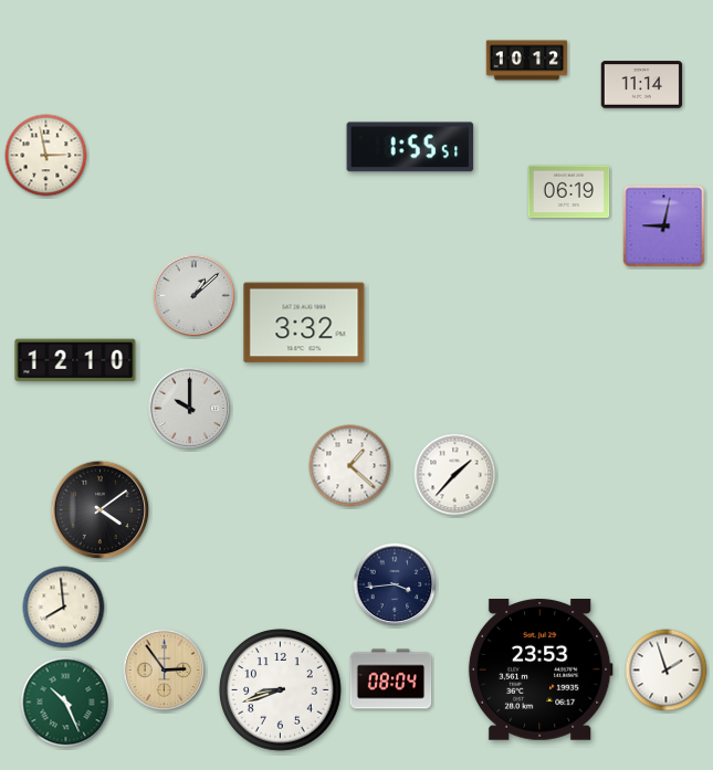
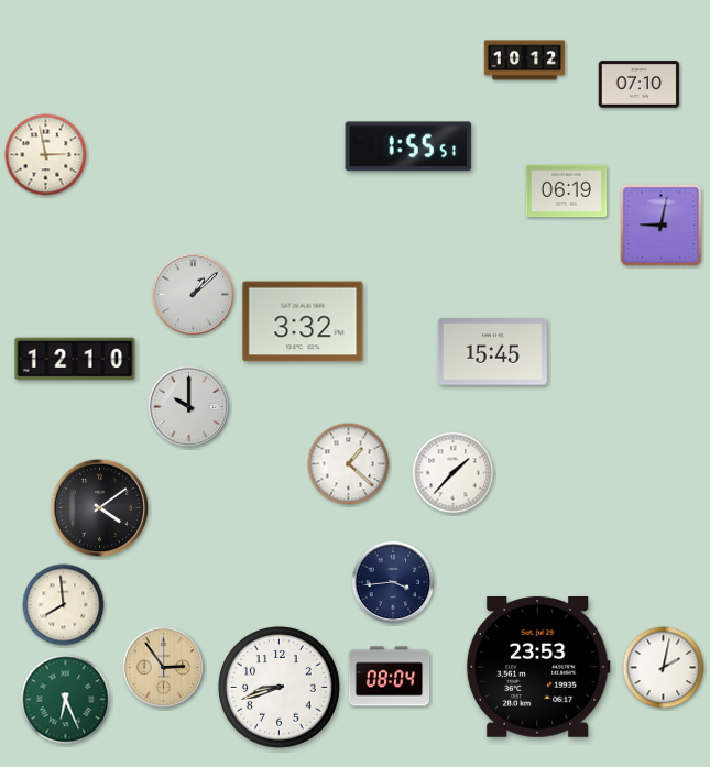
clock at (642, 85): 11:14 -> 07:10
clock at (492, 352): none -> 15:45
clock at (667, 671): 1:57 -> 2:02
clock at (66, 703): 10:26 -> 6:26
